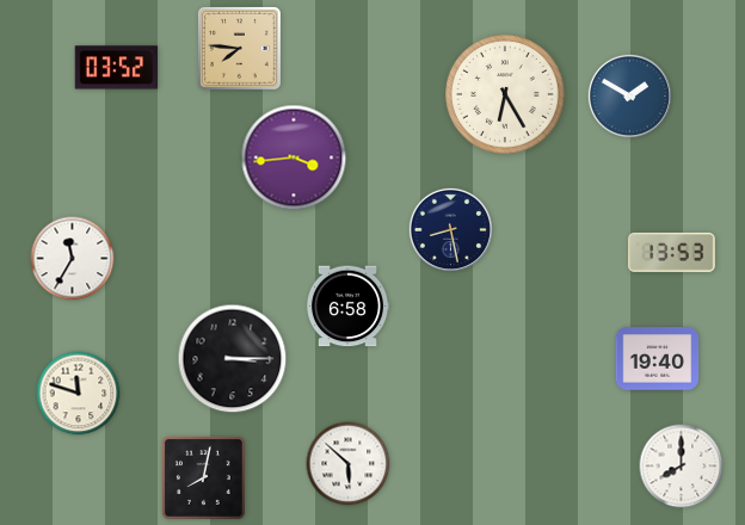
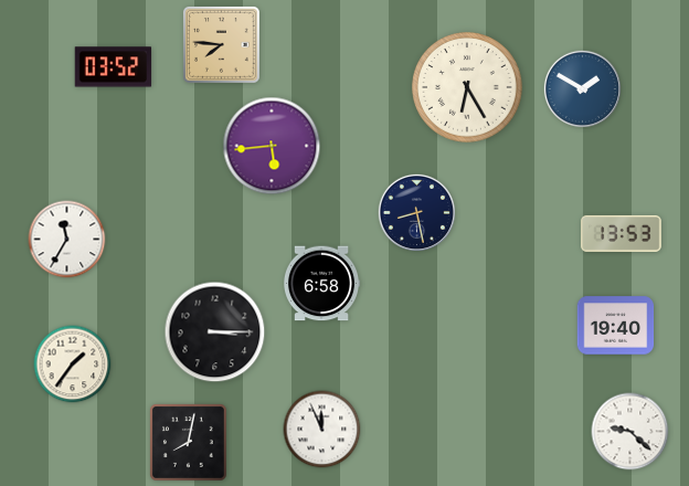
clock at (117, 68) position: (117, 68) -> (114, 67)
clock at (294, 157): 3:44 -> 5:44
clock at (658, 359) position: (658, 359) -> (616, 326)
clock at (79, 394): 11:48 -> 1:36
clock at (349, 464): 5:52 -> 11:56
clock at (682, 467): 8:00 -> 9:22
